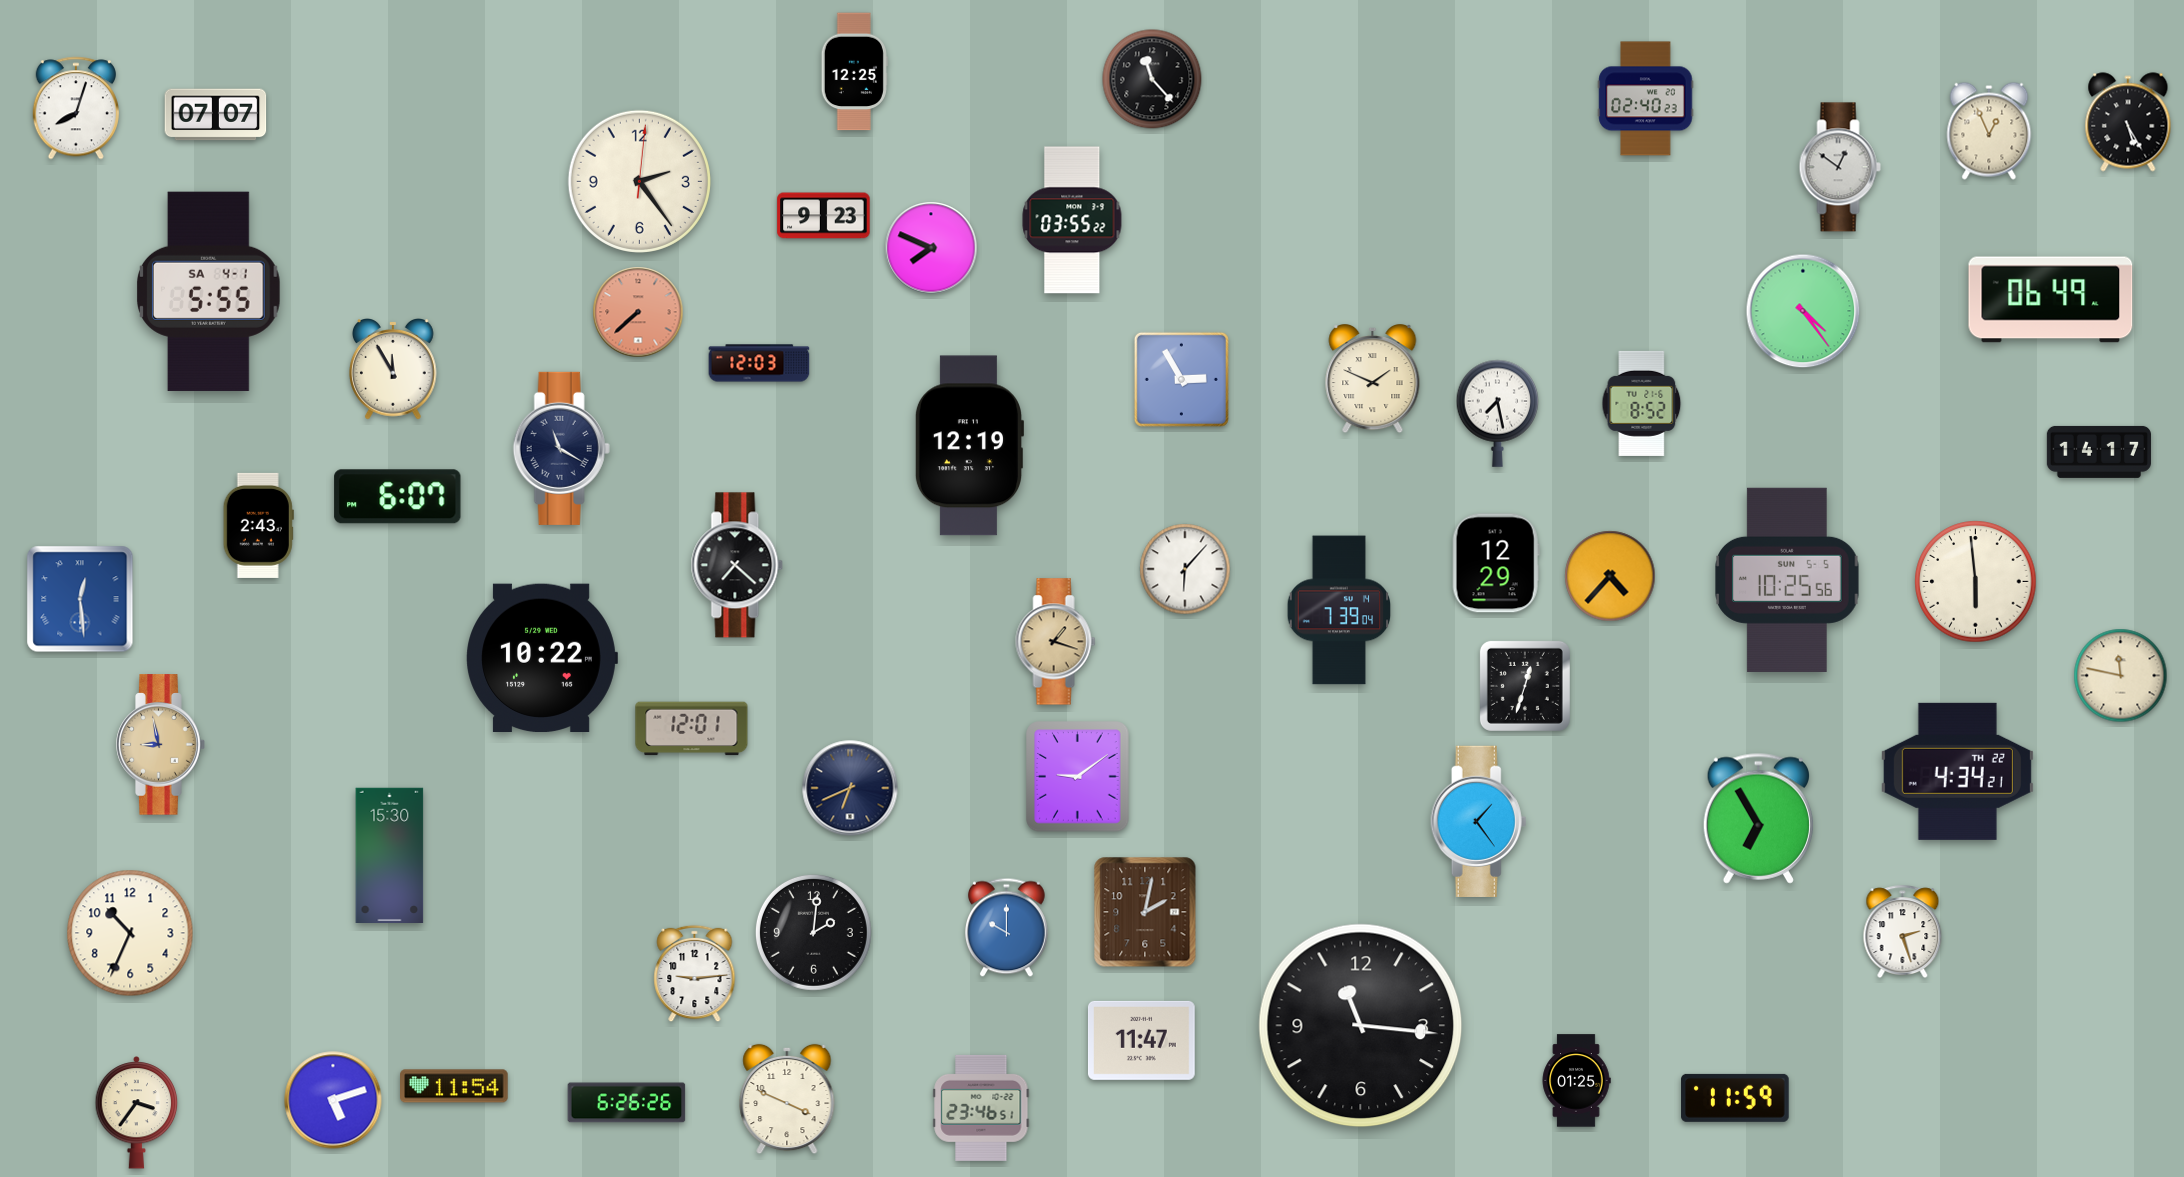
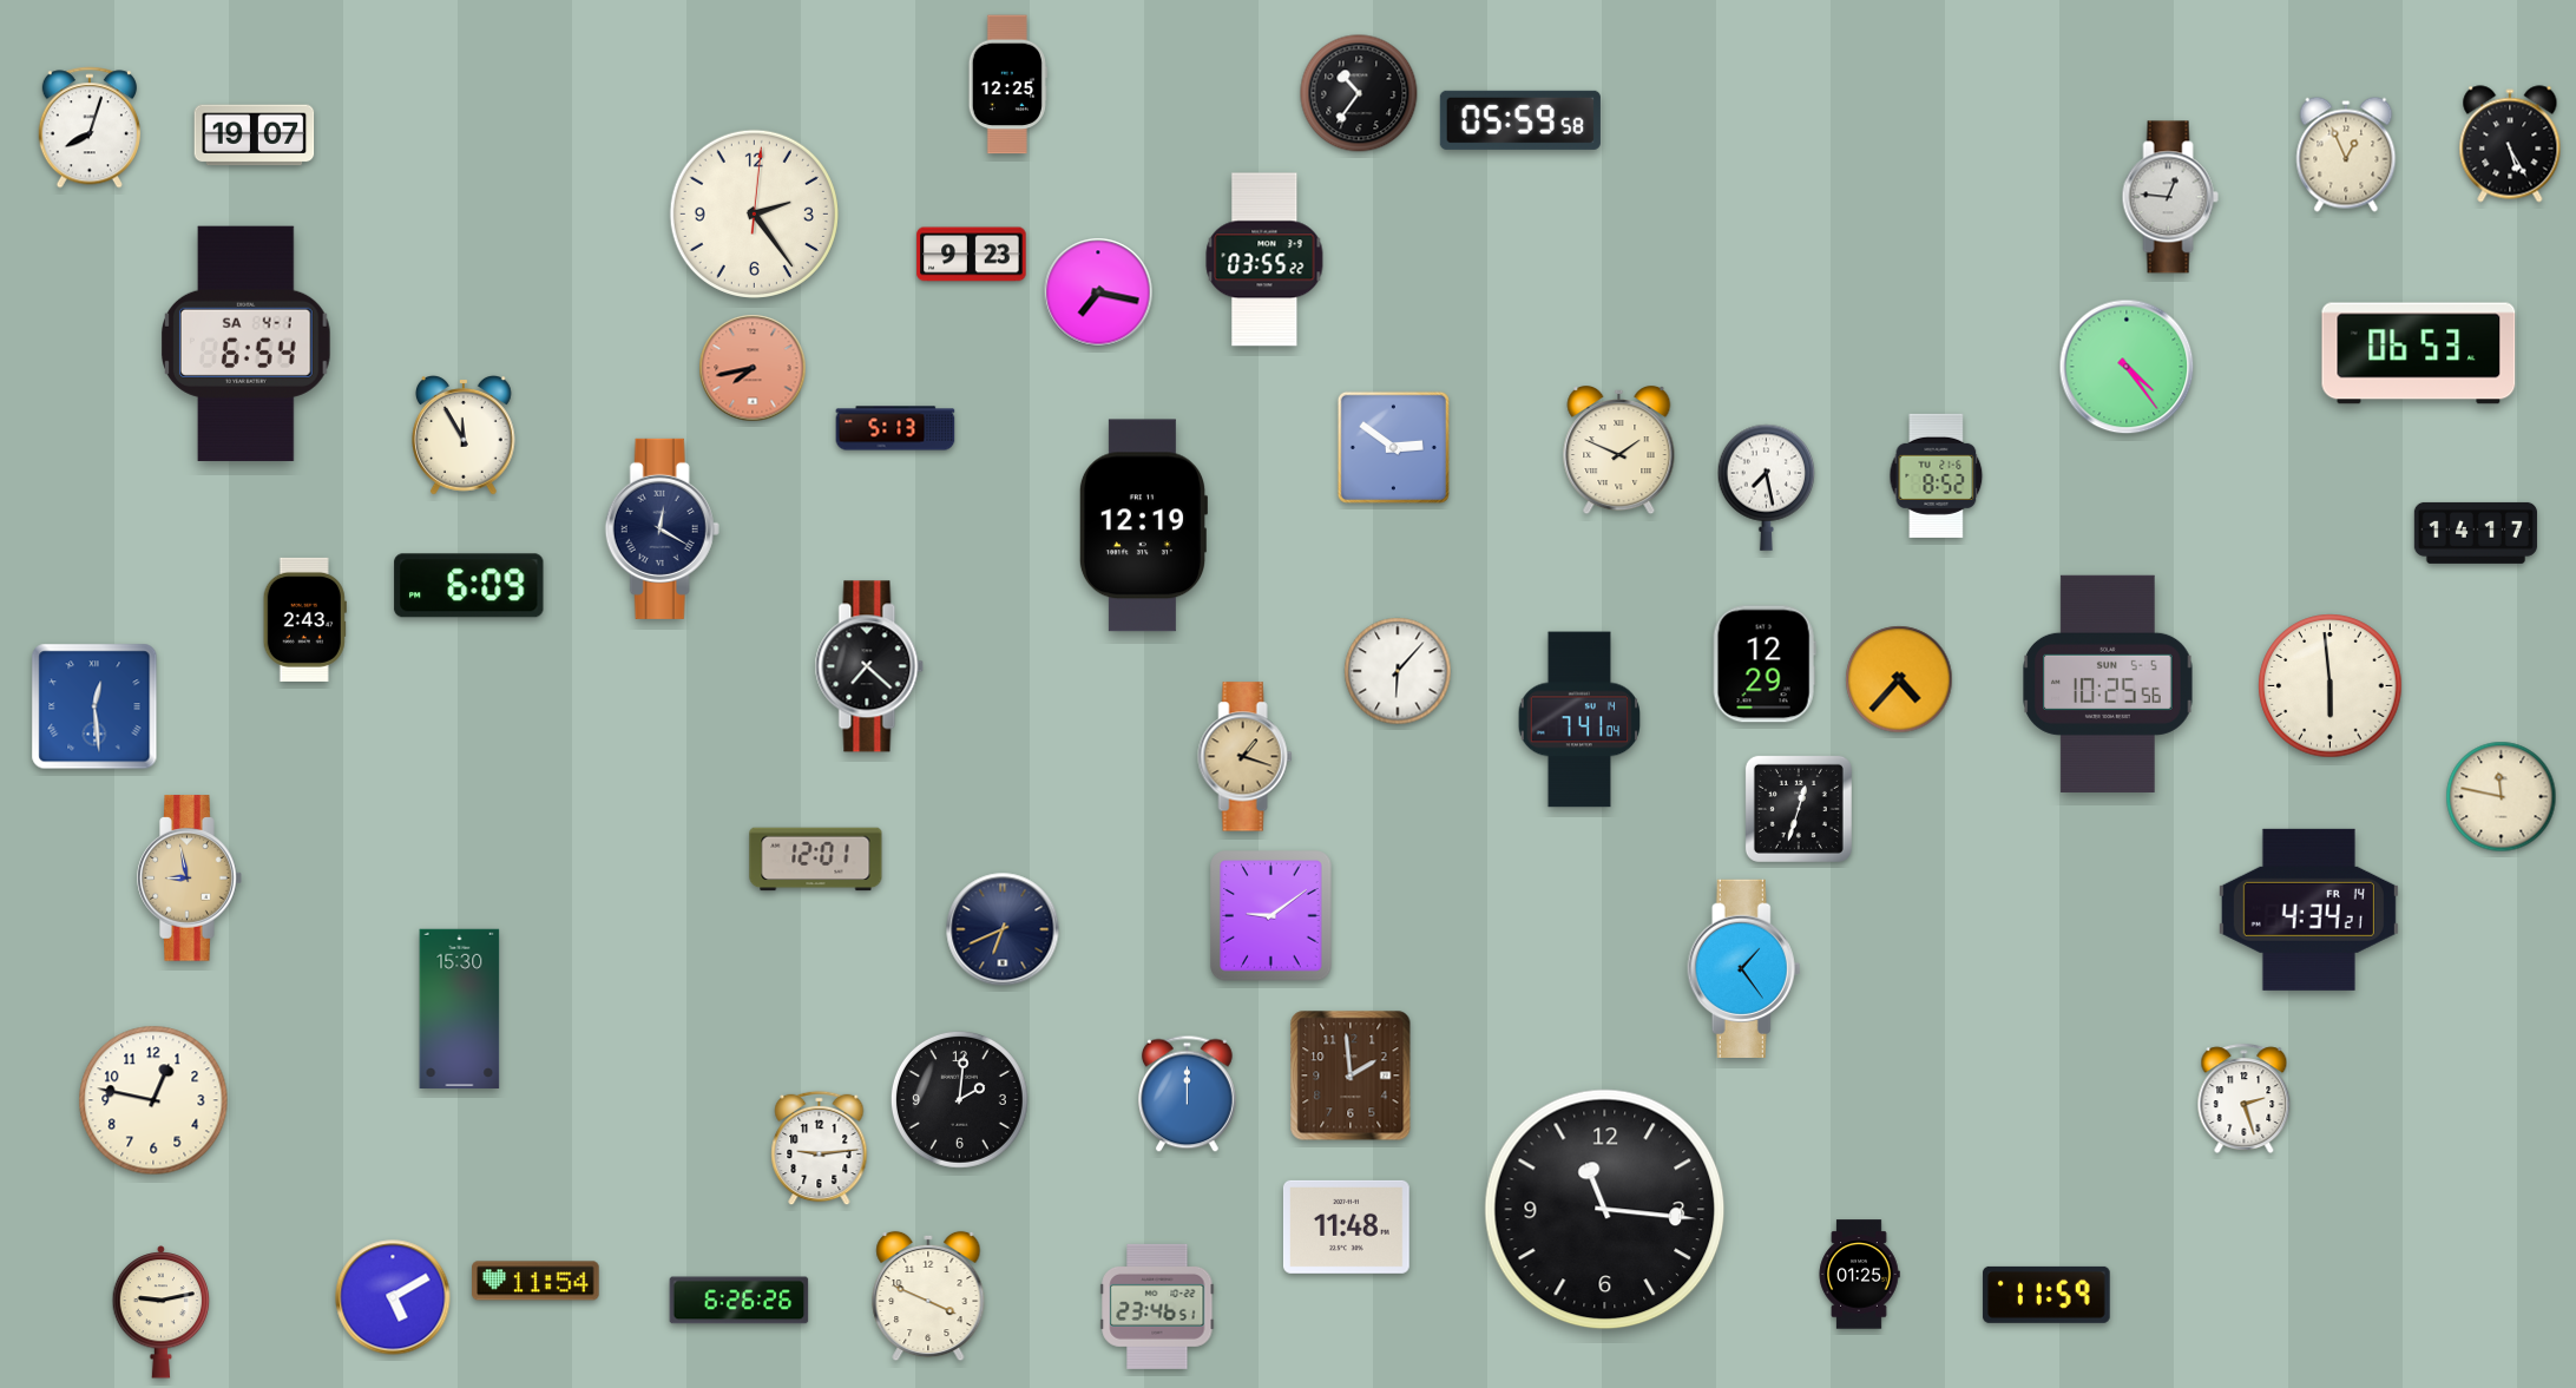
clock at (1152, 79): 11:23 -> 10:36
clock at (1646, 99): 02:40 -> none
clock at (1520, 120): none -> 05:59
clock at (216, 115): 07:07 -> 19:07
clock at (1840, 167): 12:51 -> 12:46
clock at (931, 248): 7:49 -> 7:17
clock at (209, 291): 5:55 -> 6:54
clock at (2051, 300): 06:49 -> 06:53
clock at (638, 312): 7:38 -> 7:43
clock at (759, 363): 12:03 -> 5:13
clock at (1181, 379): 2:55 -> 2:51
clock at (1373, 380) position: (1373, 380) -> (1619, 452)
clock at (561, 448): 11:20 -> 12:20
clock at (398, 497): 6:07 -> 6:09
clock at (1339, 610): 7:39 -> 7:41
clock at (542, 658): 10:22 -> none
clock at (1957, 771) date: TH 22 -> FR 14
clock at (1758, 818): 6:55 -> none
clock at (1145, 912): 2:02 -> 1:59
clock at (1007, 928): 10:00 -> 12:00
clock at (130, 933): 10:34 -> 12:47
clock at (1141, 1040): 11:47 -> 11:48
clock at (333, 1100): 5:12 -> 5:10
clock at (137, 1113): 3:36 -> 9:13
